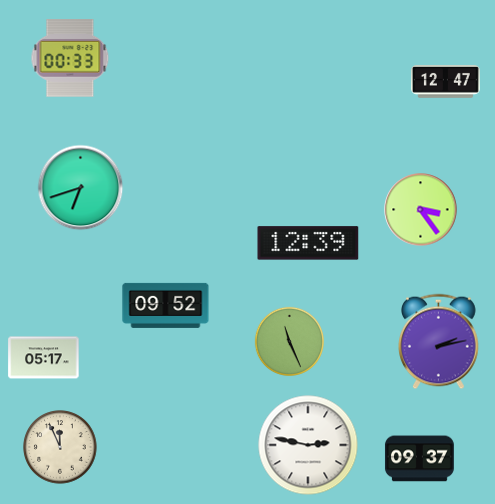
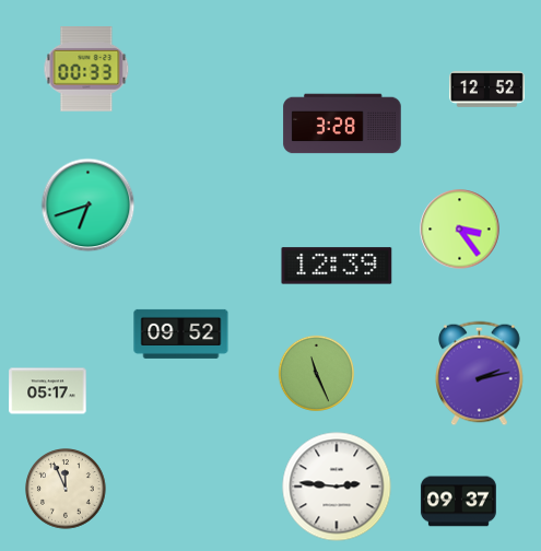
clock at (70, 58) position: (70, 58) -> (86, 69)
clock at (445, 82): 12:47 -> 12:52
clock at (342, 124): none -> 3:28
clock at (308, 445): 2:47 -> 2:46
